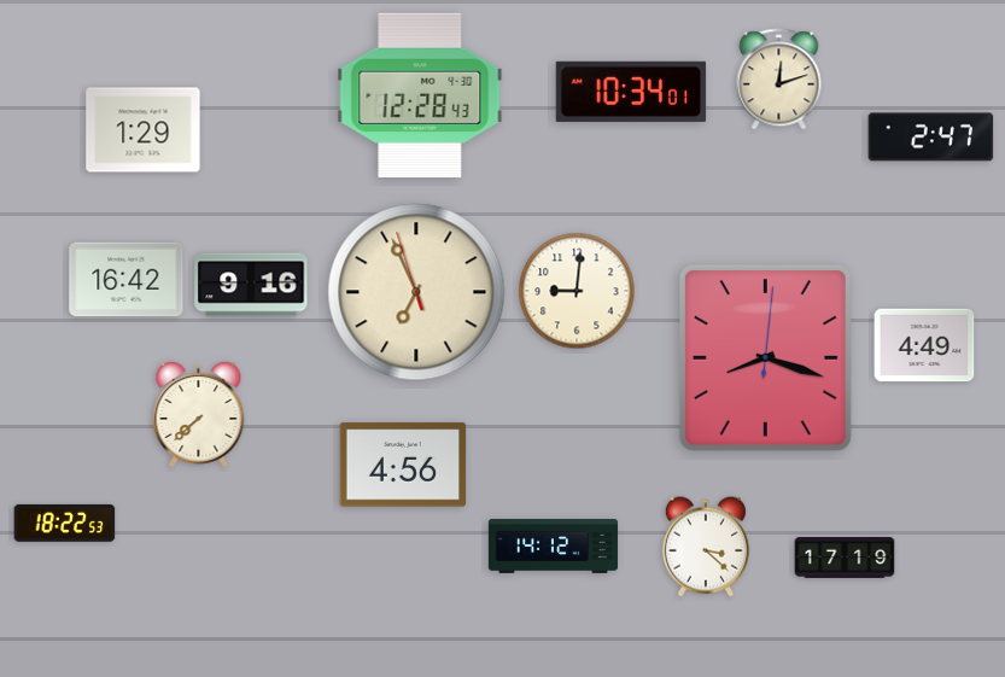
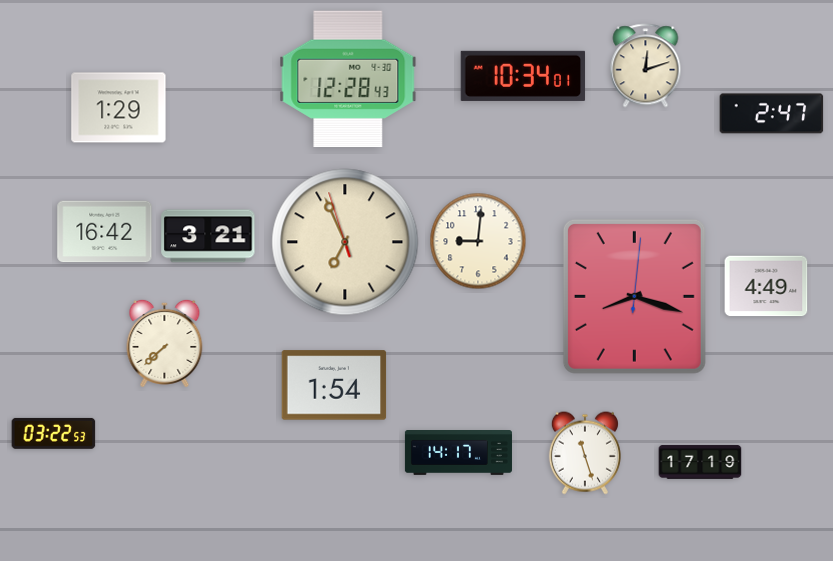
clock at (251, 285): 9:16 -> 3:21
clock at (403, 465): 4:56 -> 1:54
clock at (65, 523): 18:22 -> 03:22
clock at (553, 547): 14:12 -> 14:17
clock at (706, 547): 3:22 -> 11:27
